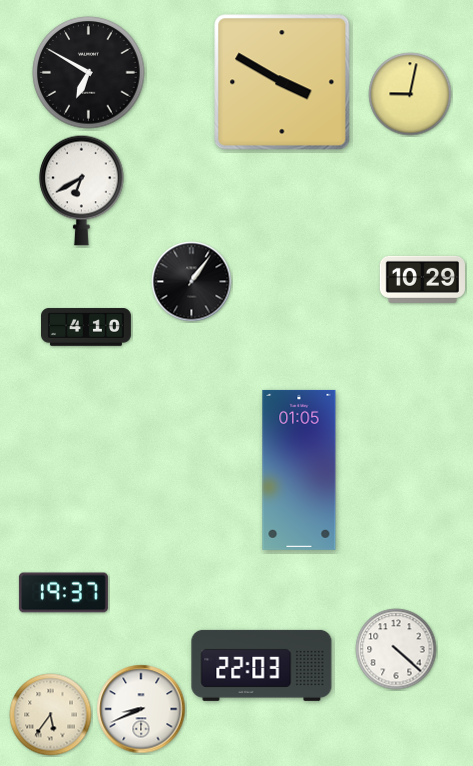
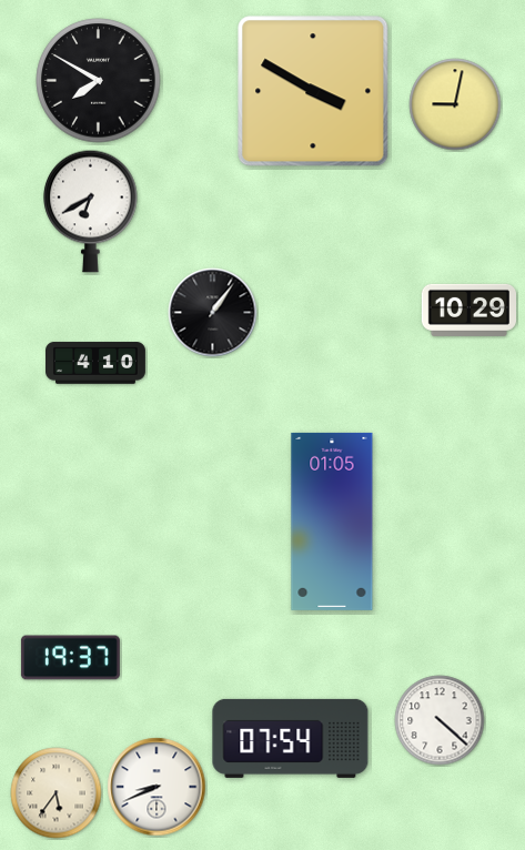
clock at (89, 73): 6:50 -> 7:50
clock at (262, 665): 22:03 -> 07:54
